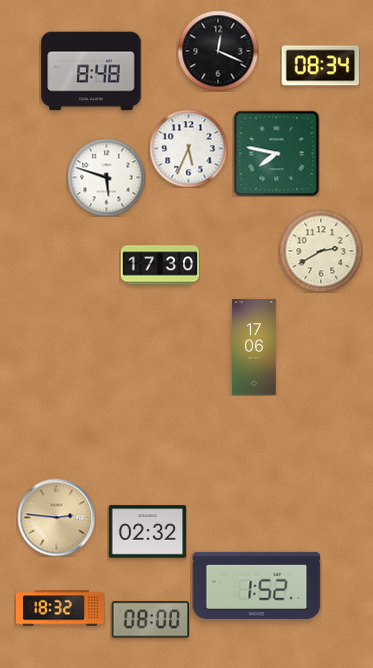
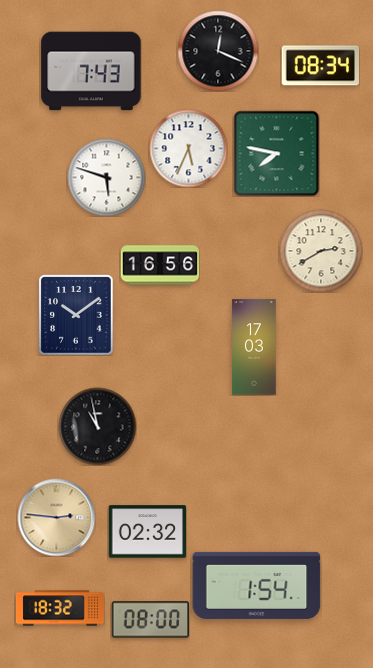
clock at (91, 71): 8:48 -> 7:43
clock at (160, 265): 17:30 -> 16:56
clock at (76, 315): none -> 10:09
clock at (254, 347): 17:06 -> 17:03
clock at (97, 426): none -> 10:58
clock at (257, 585): 1:52 -> 1:54
